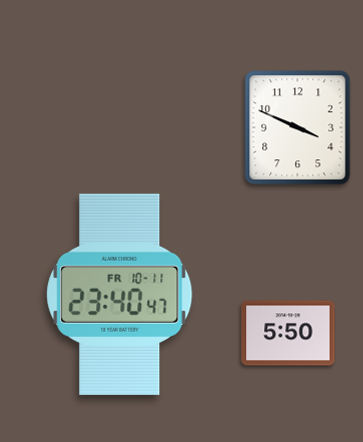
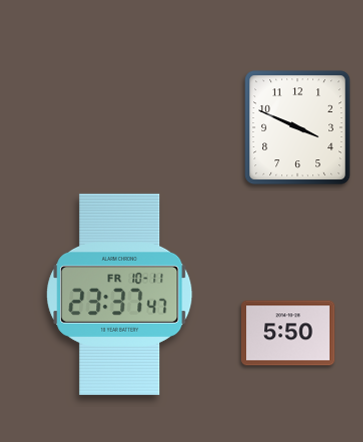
clock at (120, 294): 23:40 -> 23:37
